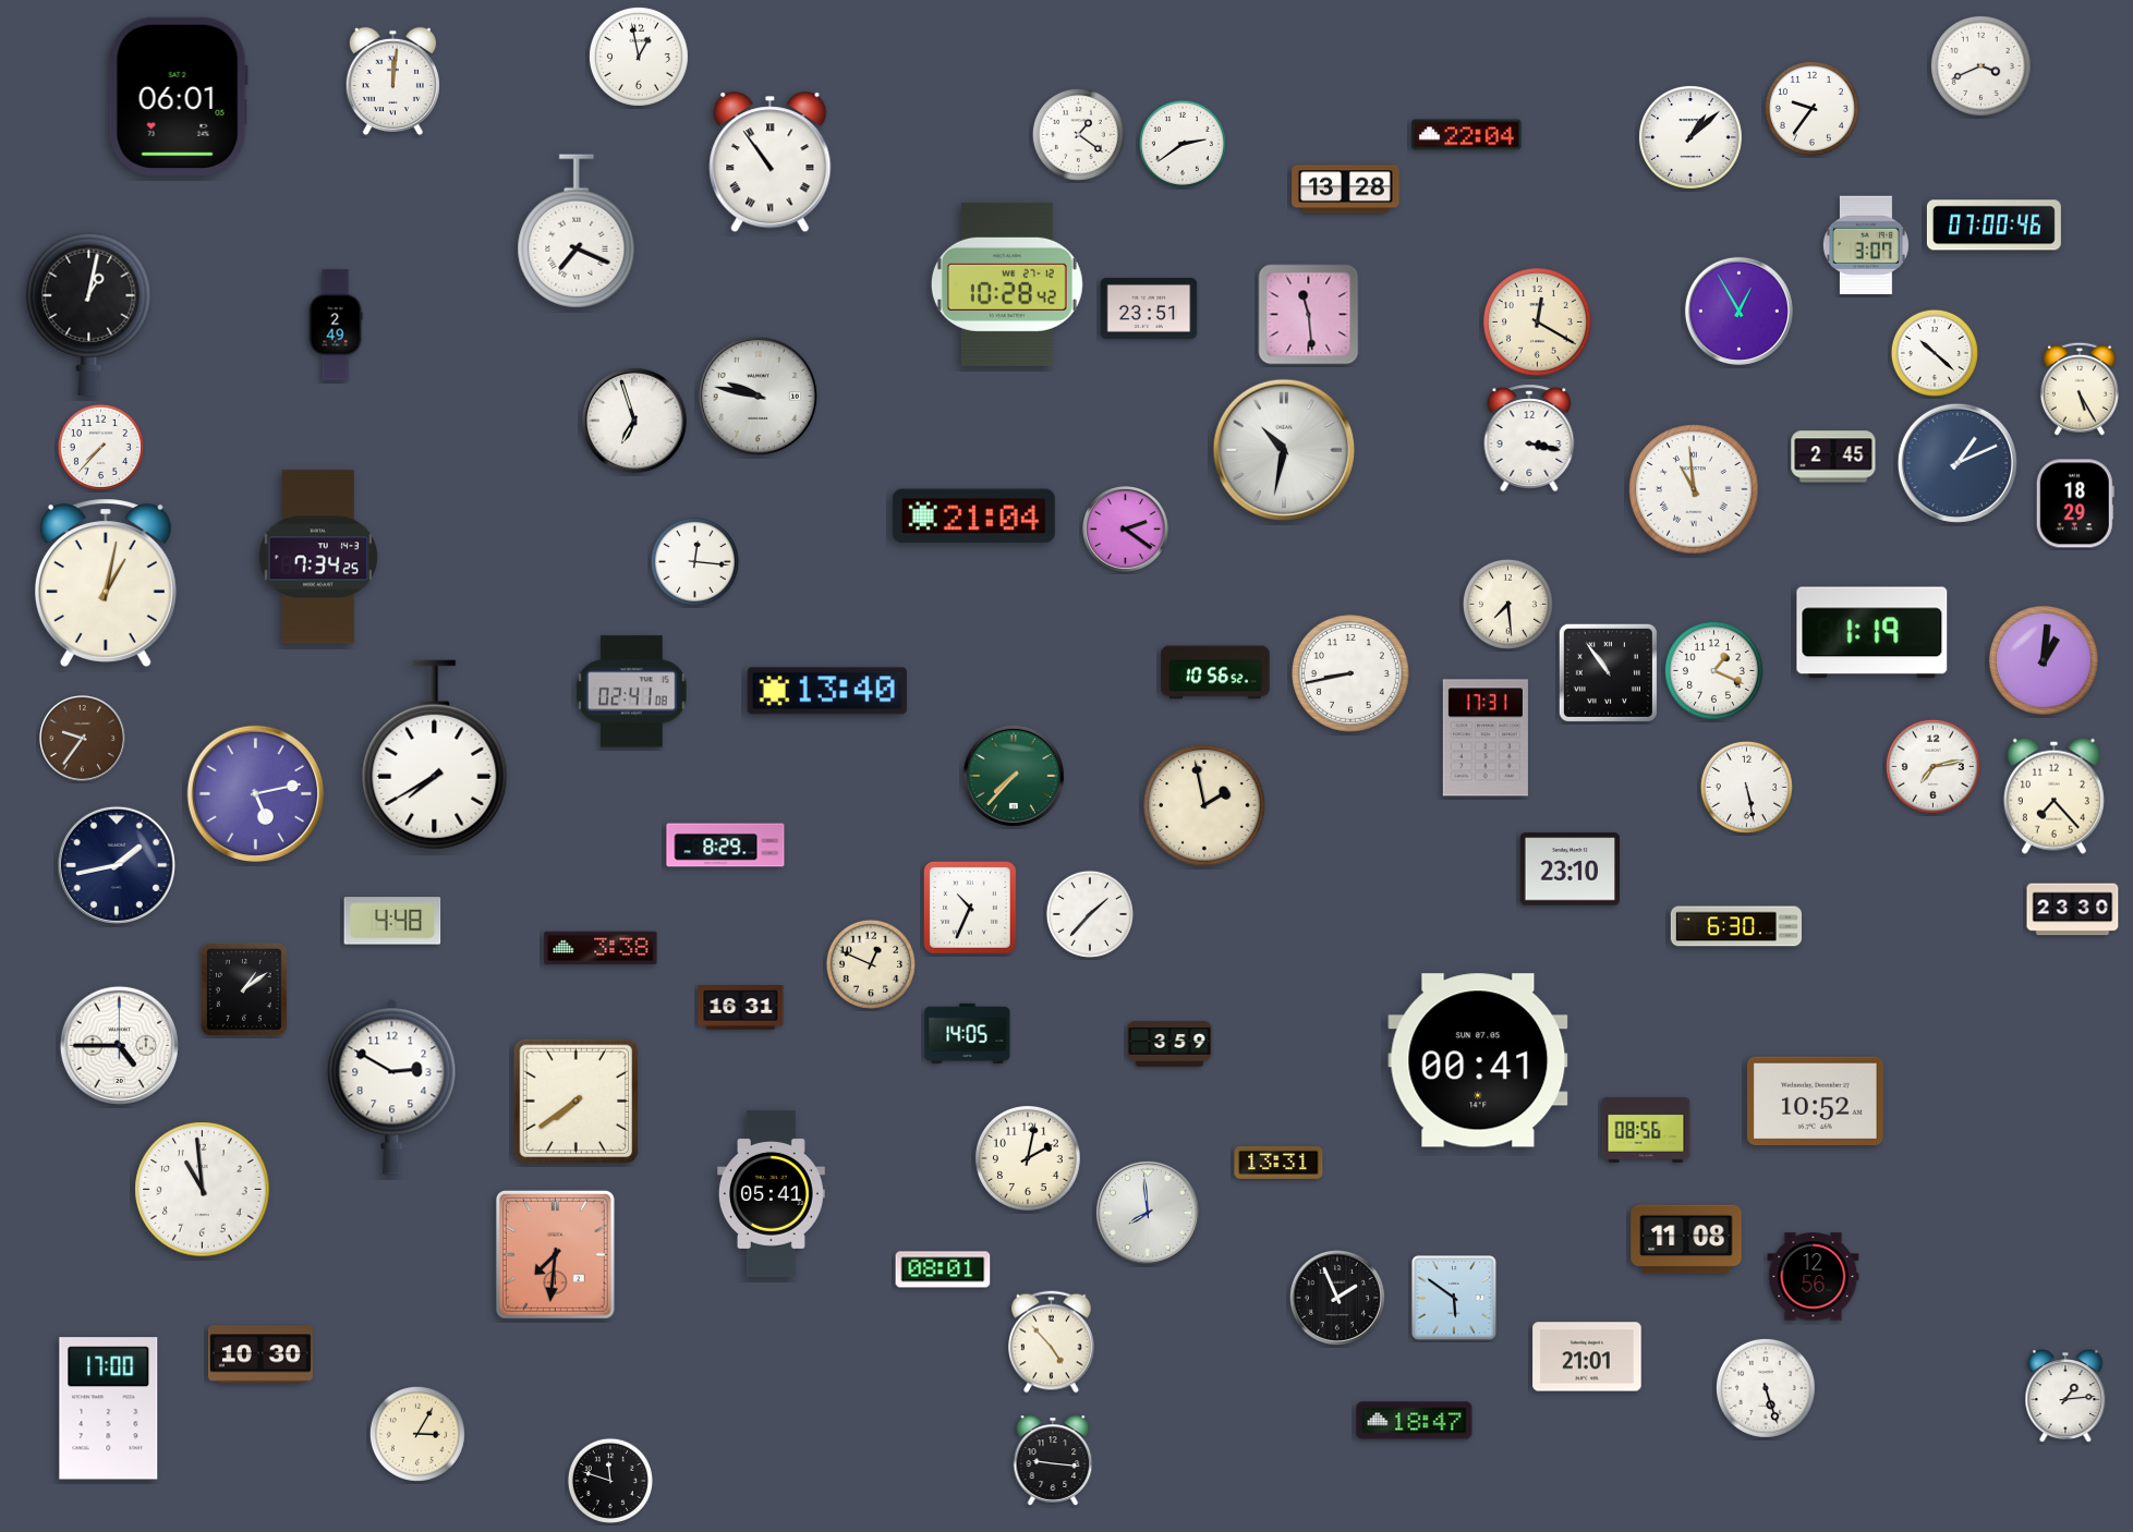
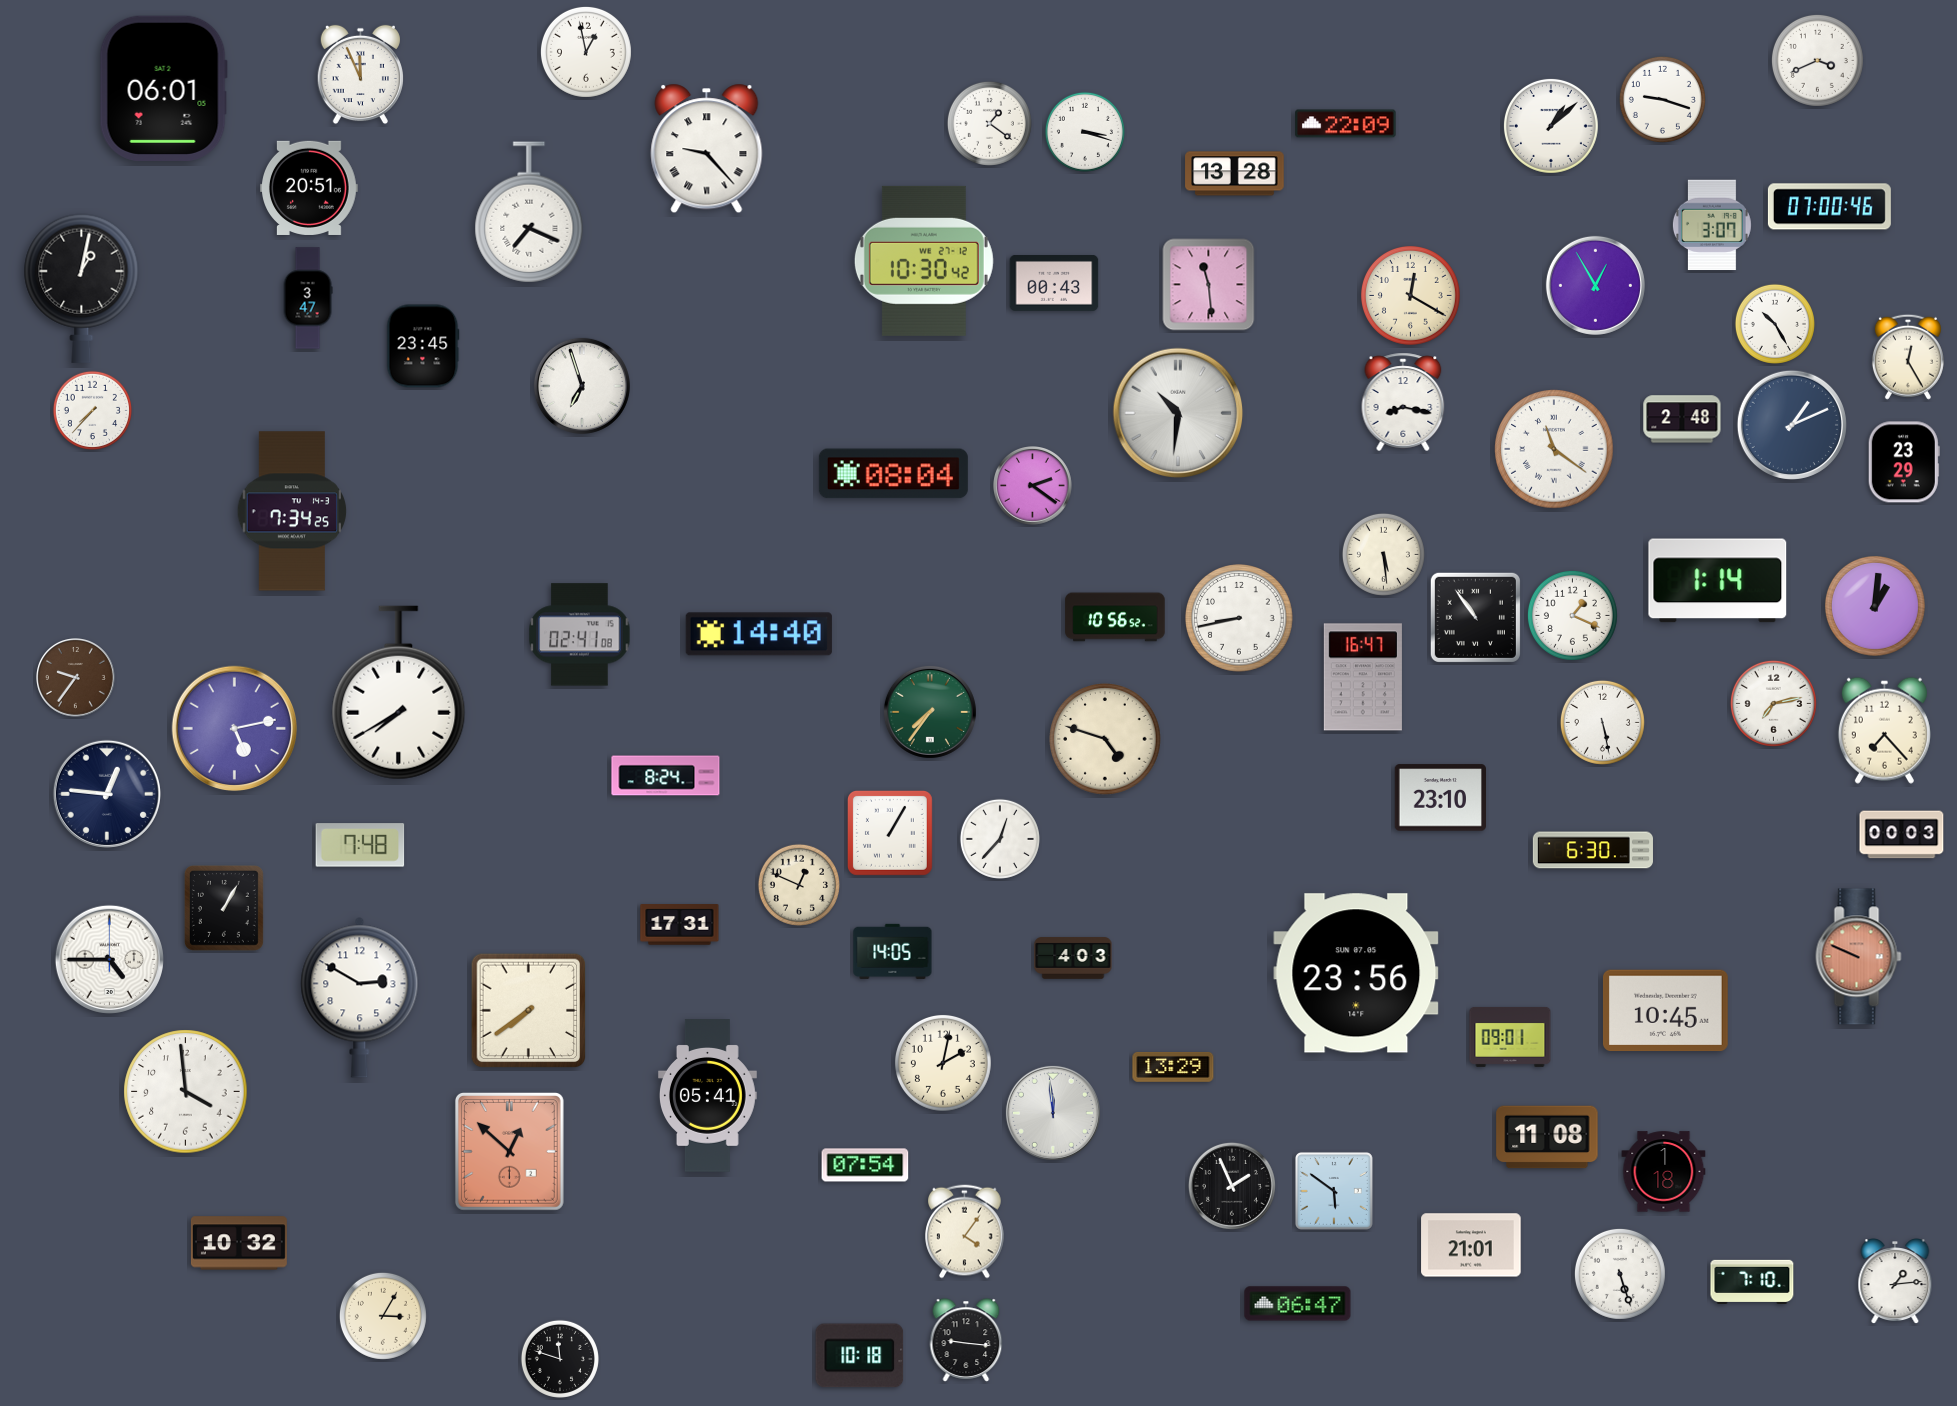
clock at (392, 82): 12:01 -> 11:56
clock at (1811, 108): 9:36 -> 9:18
clock at (1467, 135): 22:04 -> 22:09
clock at (1183, 144): 2:39 -> 3:18
clock at (771, 162): 10:54 -> 9:23
clock at (310, 188): none -> 20:51
clock at (1007, 284): 10:28 -> 10:30
clock at (1149, 309): 23:51 -> 00:43
clock at (1309, 315) position: (1309, 315) -> (1209, 285)
clock at (336, 325): 2:49 -> 3:47
clock at (1935, 353): 10:22 -> 10:25
clock at (423, 346): none -> 23:45
clock at (2080, 389): 5:25 -> 12:25
clock at (758, 396): 9:47 -> none
clock at (1529, 438): 3:17 -> 8:17
clock at (1284, 450): 10:32 -> 10:31
clock at (1833, 457): 2:45 -> 2:48
clock at (1958, 463) position: (1958, 463) -> (1792, 425)
clock at (1694, 489): 10:59 -> 11:21
clock at (2075, 503): 18:29 -> 23:29
clock at (973, 516): 21:04 -> 08:04
clock at (694, 561): 12:16 -> none
clock at (106, 583): 1:02 -> none
clock at (1507, 604): 7:29 -> 5:29
clock at (1873, 633): 1:19 -> 1:14
clock at (827, 691): 13:40 -> 14:40
clock at (1486, 738): 17:31 -> 16:47
clock at (1014, 776): 7:37 -> 7:36
clock at (1204, 805): 1:58 -> 4:48
clock at (726, 846): 8:29 -> 8:24
clock at (117, 865): 1:43 -> 12:46
clock at (970, 908): 10:34 -> 1:05
clock at (2073, 910): 23:30 -> 00:03
clock at (1090, 914): 1:37 -> 12:37
clock at (392, 921): 4:48 -> 7:48
clock at (601, 948): 3:38 -> none
clock at (244, 990): 1:09 -> 1:05
clock at (741, 1008): 16:31 -> 17:31
clock at (968, 1033) position: (968, 1033) -> (893, 951)
clock at (1859, 957): none -> 9:49
clock at (1169, 1044): 3:59 -> 4:03
clock at (1478, 1060): 00:41 -> 23:56
clock at (1815, 1102): 10:52 -> 10:45
clock at (1646, 1130): 08:56 -> 09:01
clock at (1278, 1163): 13:31 -> 13:29
clock at (203, 1190): 10:59 -> 3:59
clock at (1148, 1213): 7:59 -> 11:59
clock at (555, 1254): 7:31 -> 12:52
clock at (943, 1269): 08:01 -> 07:54
clock at (1814, 1277): 12:56 -> 1:18
clock at (1337, 1298) position: (1337, 1298) -> (1232, 1186)
clock at (1052, 1342): 4:53 -> 4:06
clock at (260, 1354): 10:30 -> 10:32
clock at (1587, 1357) position: (1587, 1357) -> (1471, 1245)
clock at (1752, 1281): none -> 7:10
clock at (109, 1409): 17:00 -> none
clock at (1415, 1421): 18:47 -> 06:47
clock at (860, 1356): none -> 10:18
